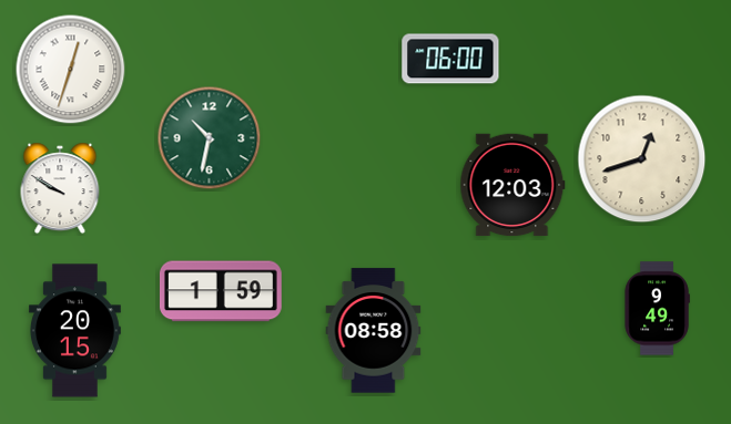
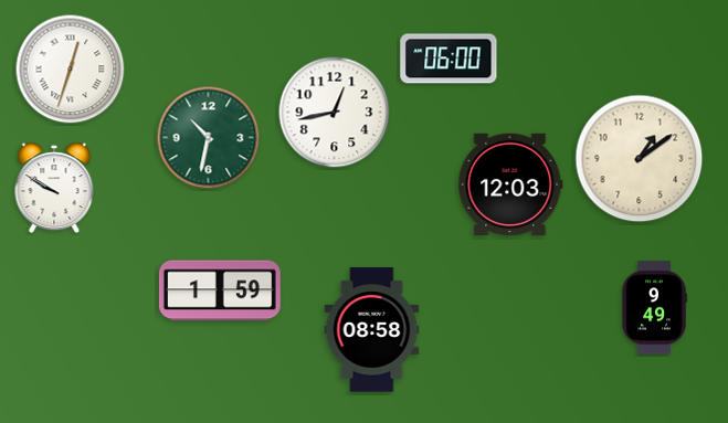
clock at (335, 113): none -> 12:43
clock at (642, 159): 12:42 -> 1:09
clock at (60, 188) position: (60, 188) -> (54, 188)
clock at (74, 331): 20:15 -> none
